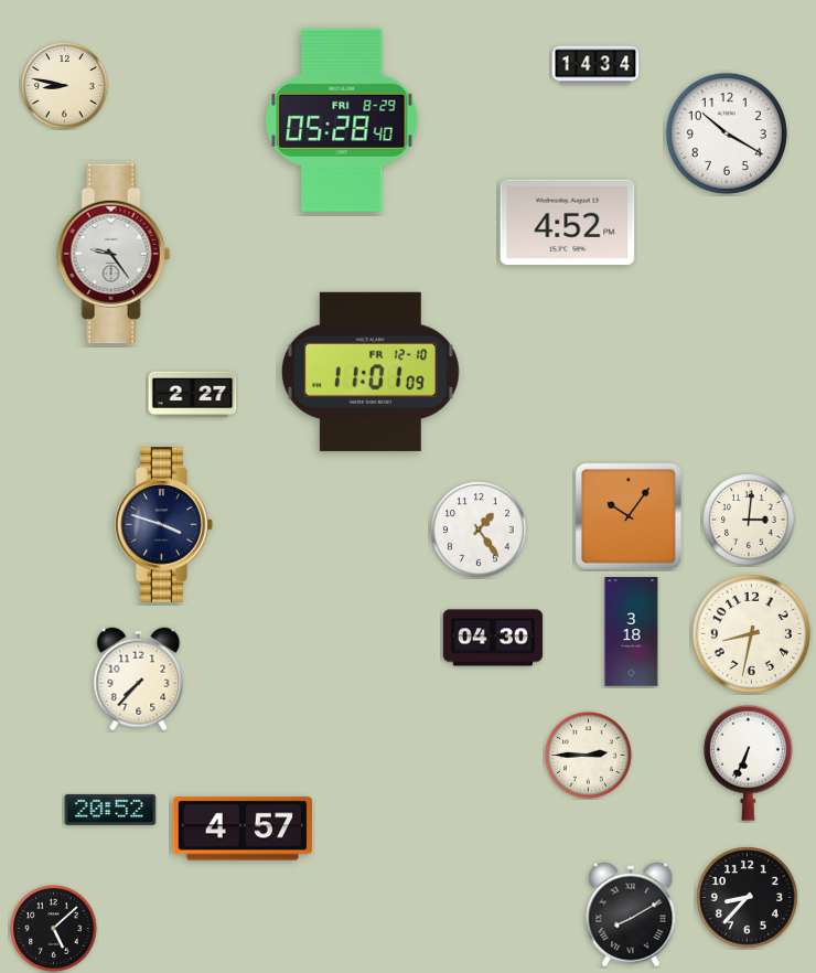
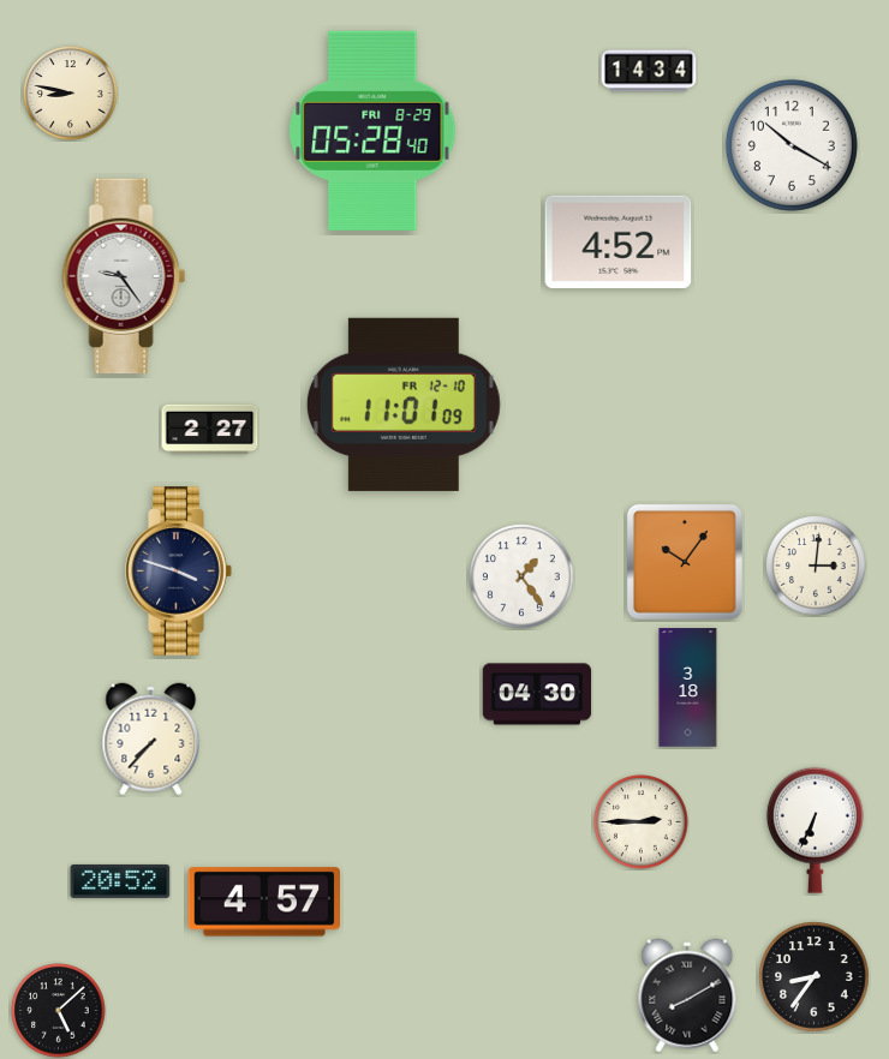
clock at (751, 633): 8:32 -> none
clock at (748, 898): 8:37 -> 8:36
